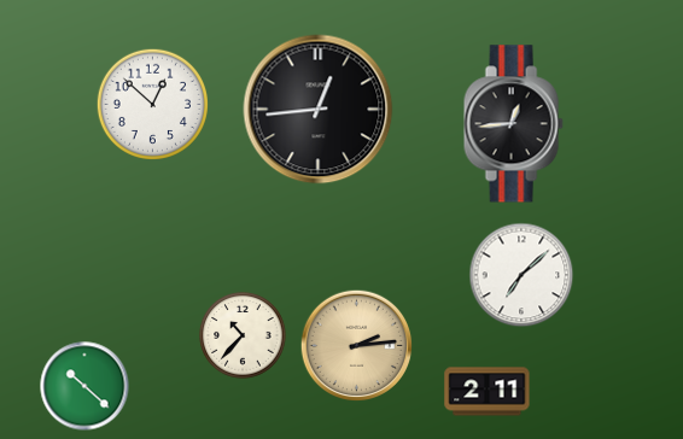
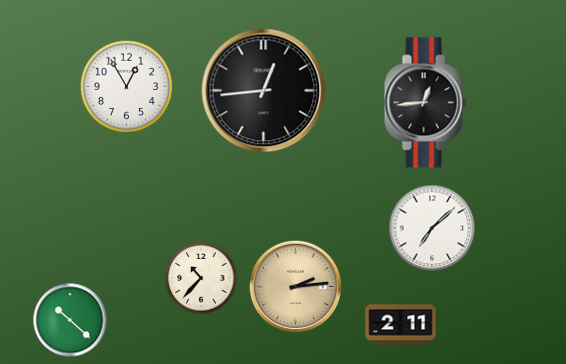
clock at (152, 104): 12:52 -> 12:55
clock at (488, 392) position: (488, 392) -> (401, 325)
